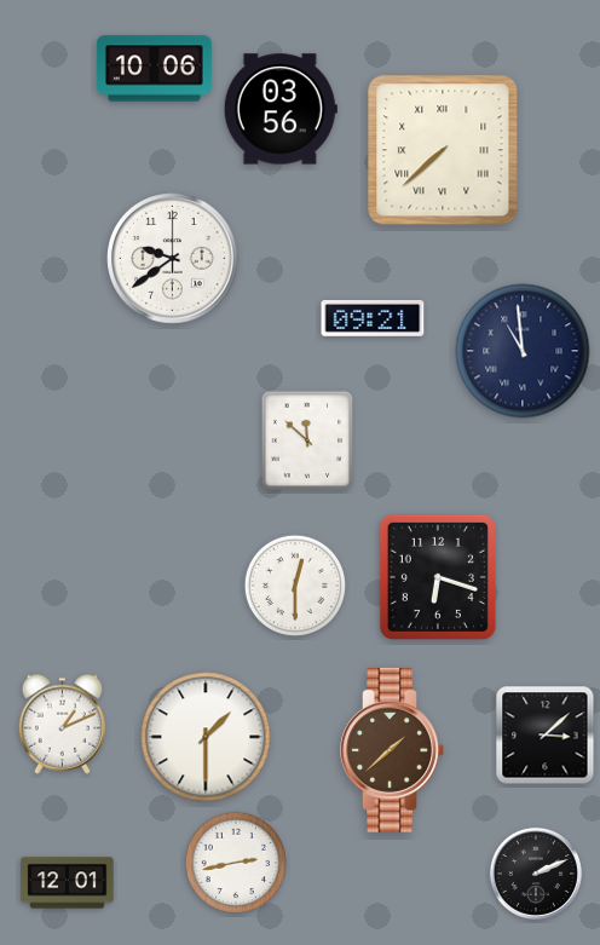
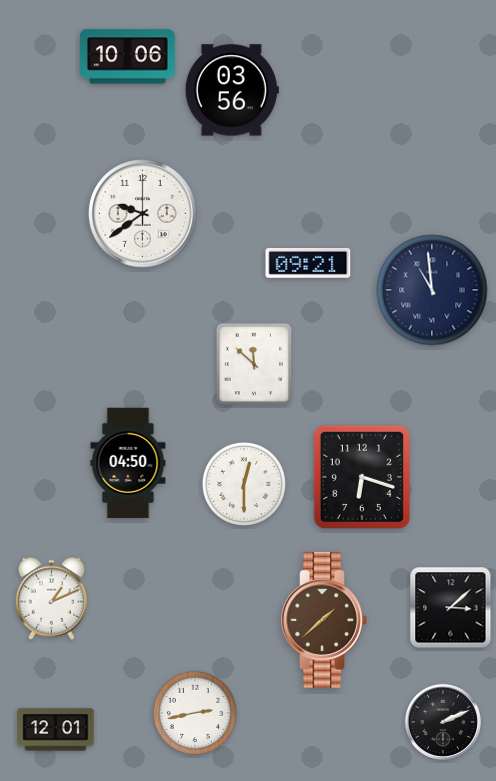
clock at (443, 150): 7:38 -> none
clock at (128, 463): none -> 04:50
clock at (206, 737): 1:30 -> none
